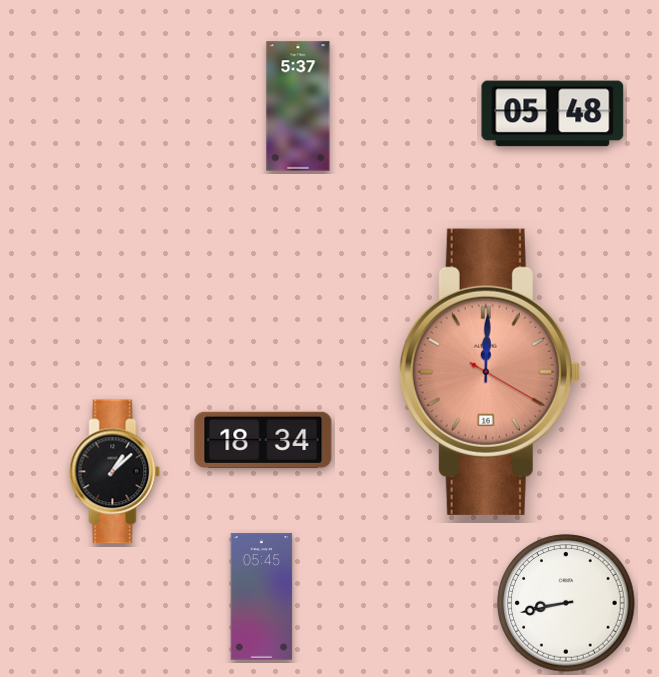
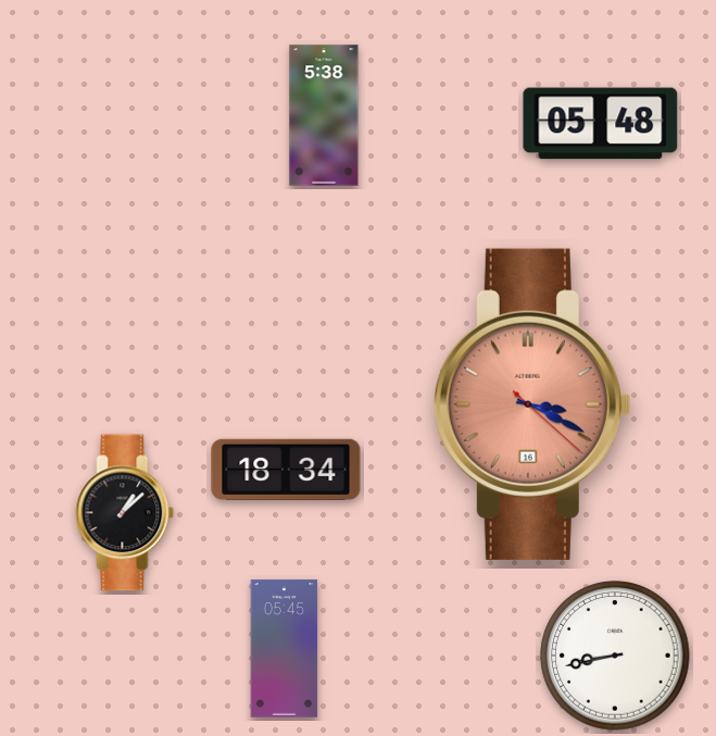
clock at (298, 106): 5:37 -> 5:38
clock at (489, 372): 12:00 -> 3:19
clock at (263, 440) position: (263, 440) -> (286, 470)
